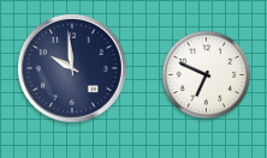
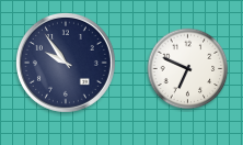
clock at (72, 68): 9:59 -> 9:54
